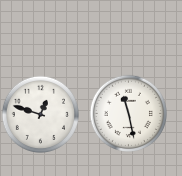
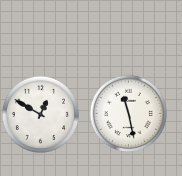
clock at (40, 114): 12:48 -> 12:50
